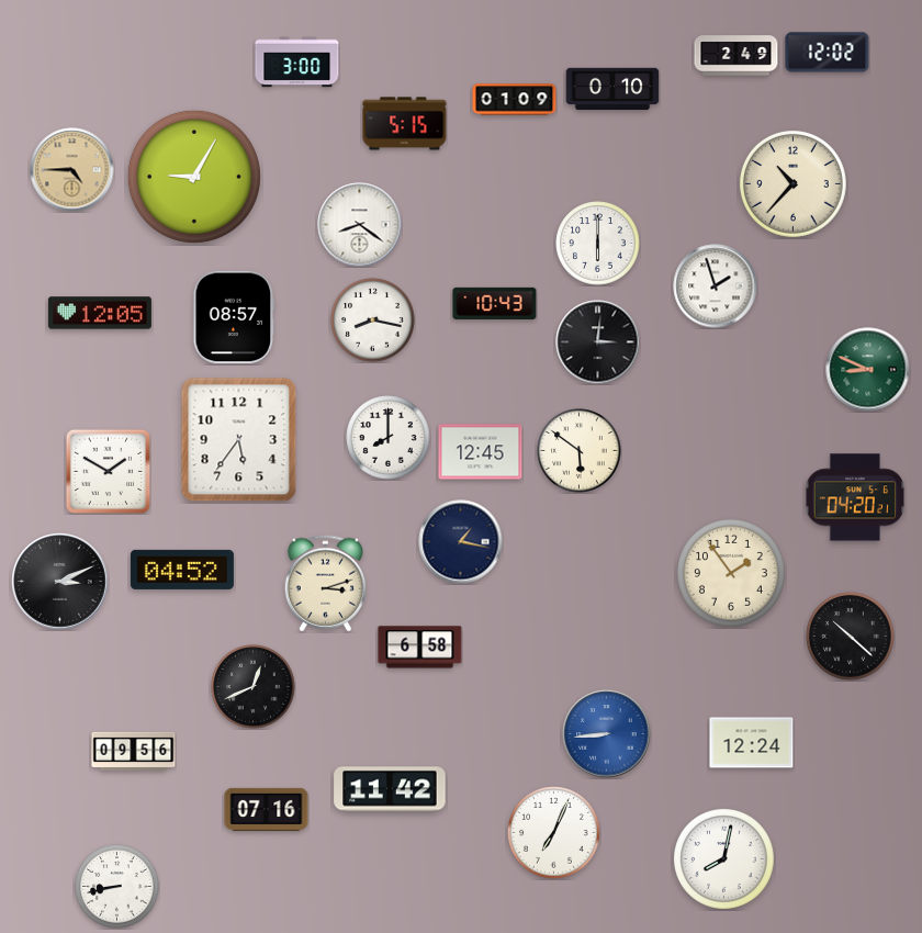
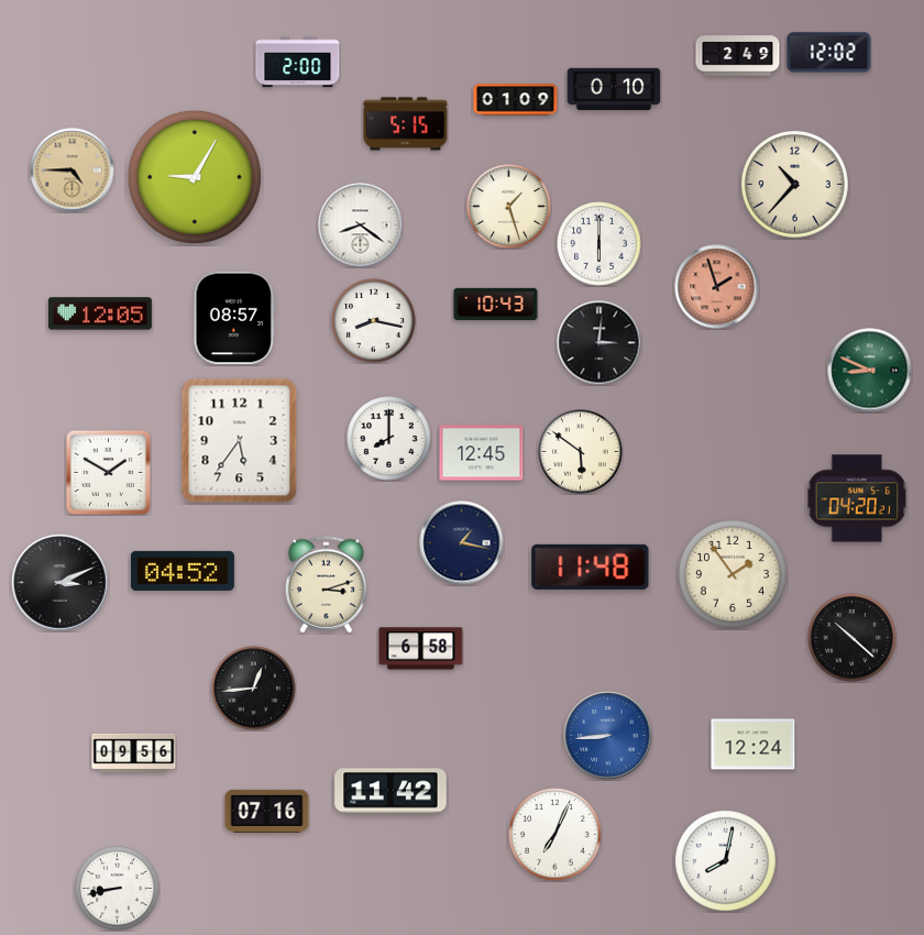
clock at (297, 63): 3:00 -> 2:00
clock at (509, 207): none -> 1:27
clock at (716, 286) dial: white -> salmon
clock at (591, 566): none -> 11:48
clock at (254, 687): 12:41 -> 12:44
